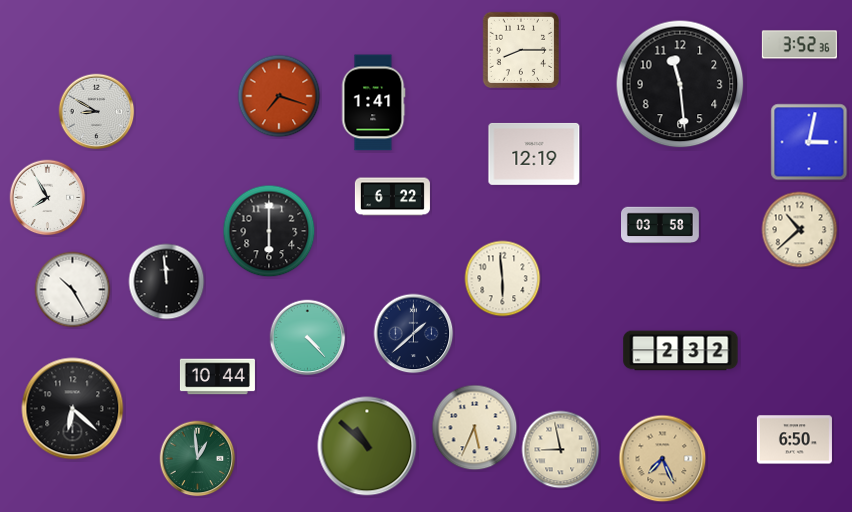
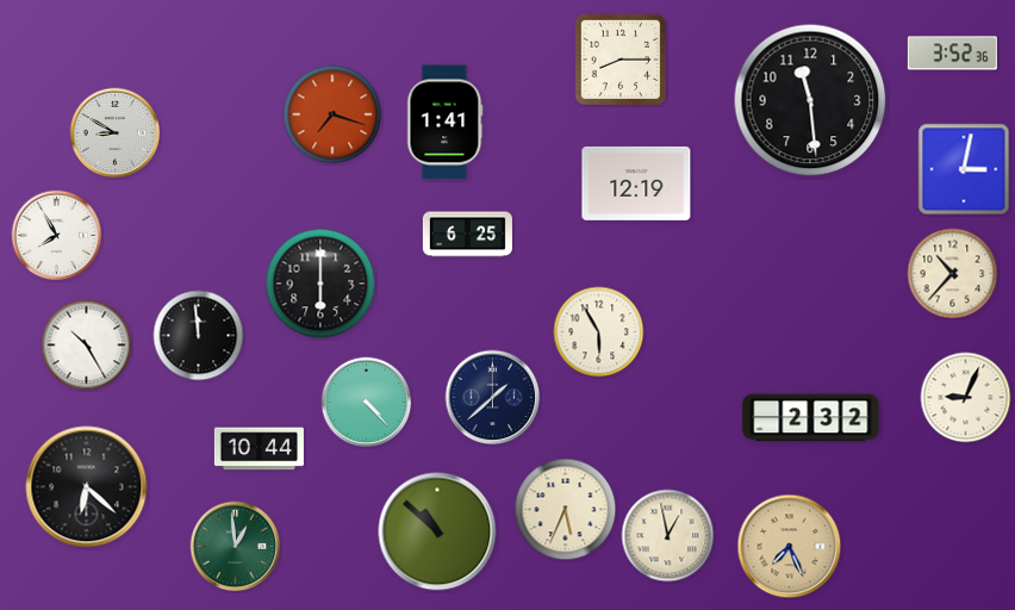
clock at (392, 197): 6:22 -> 6:25
clock at (661, 225): 03:58 -> none
clock at (800, 230): 10:38 -> 10:37
clock at (269, 231) position: (269, 231) -> (320, 284)
clock at (503, 279): 5:59 -> 5:55
clock at (966, 398): none -> 9:04
clock at (794, 440): 6:50 -> none
clock at (561, 450): 8:58 -> 12:58
